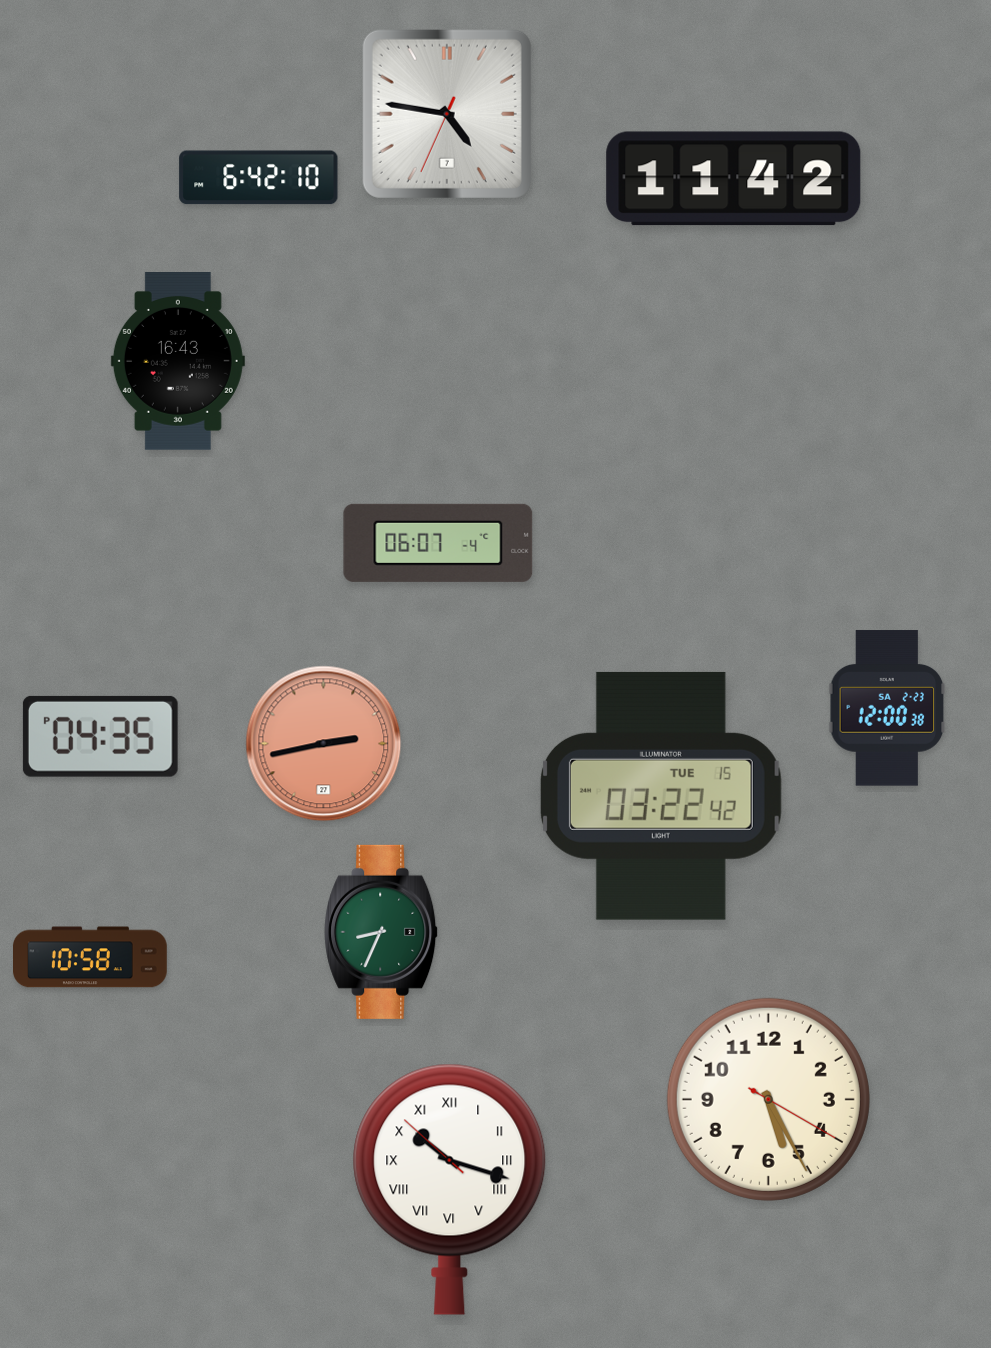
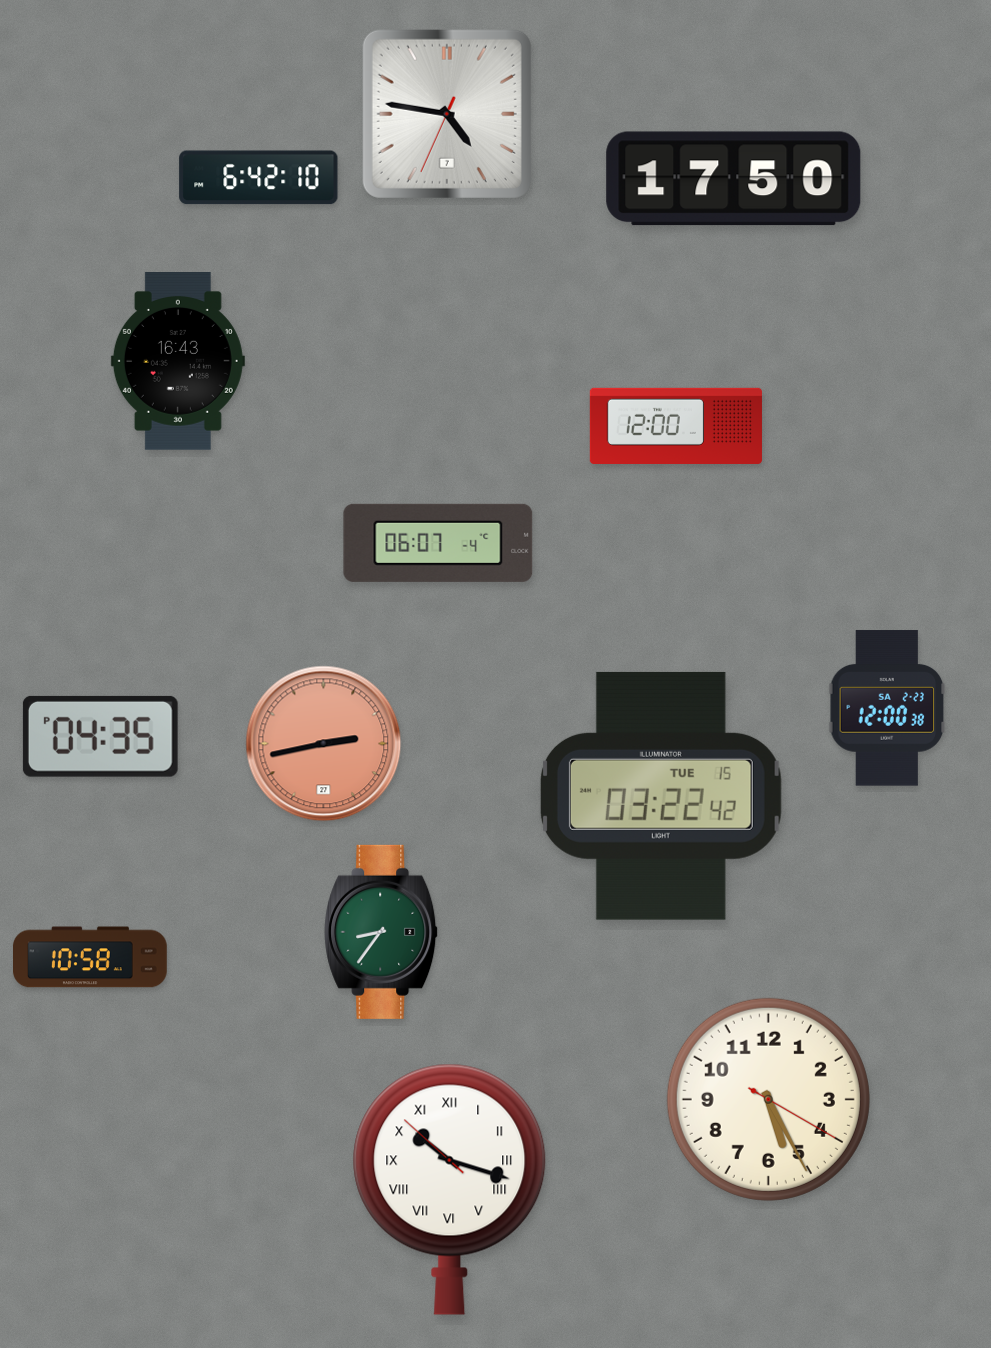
clock at (734, 179): 11:42 -> 17:50
clock at (676, 426): none -> 12:00
clock at (382, 932): 8:34 -> 8:36
